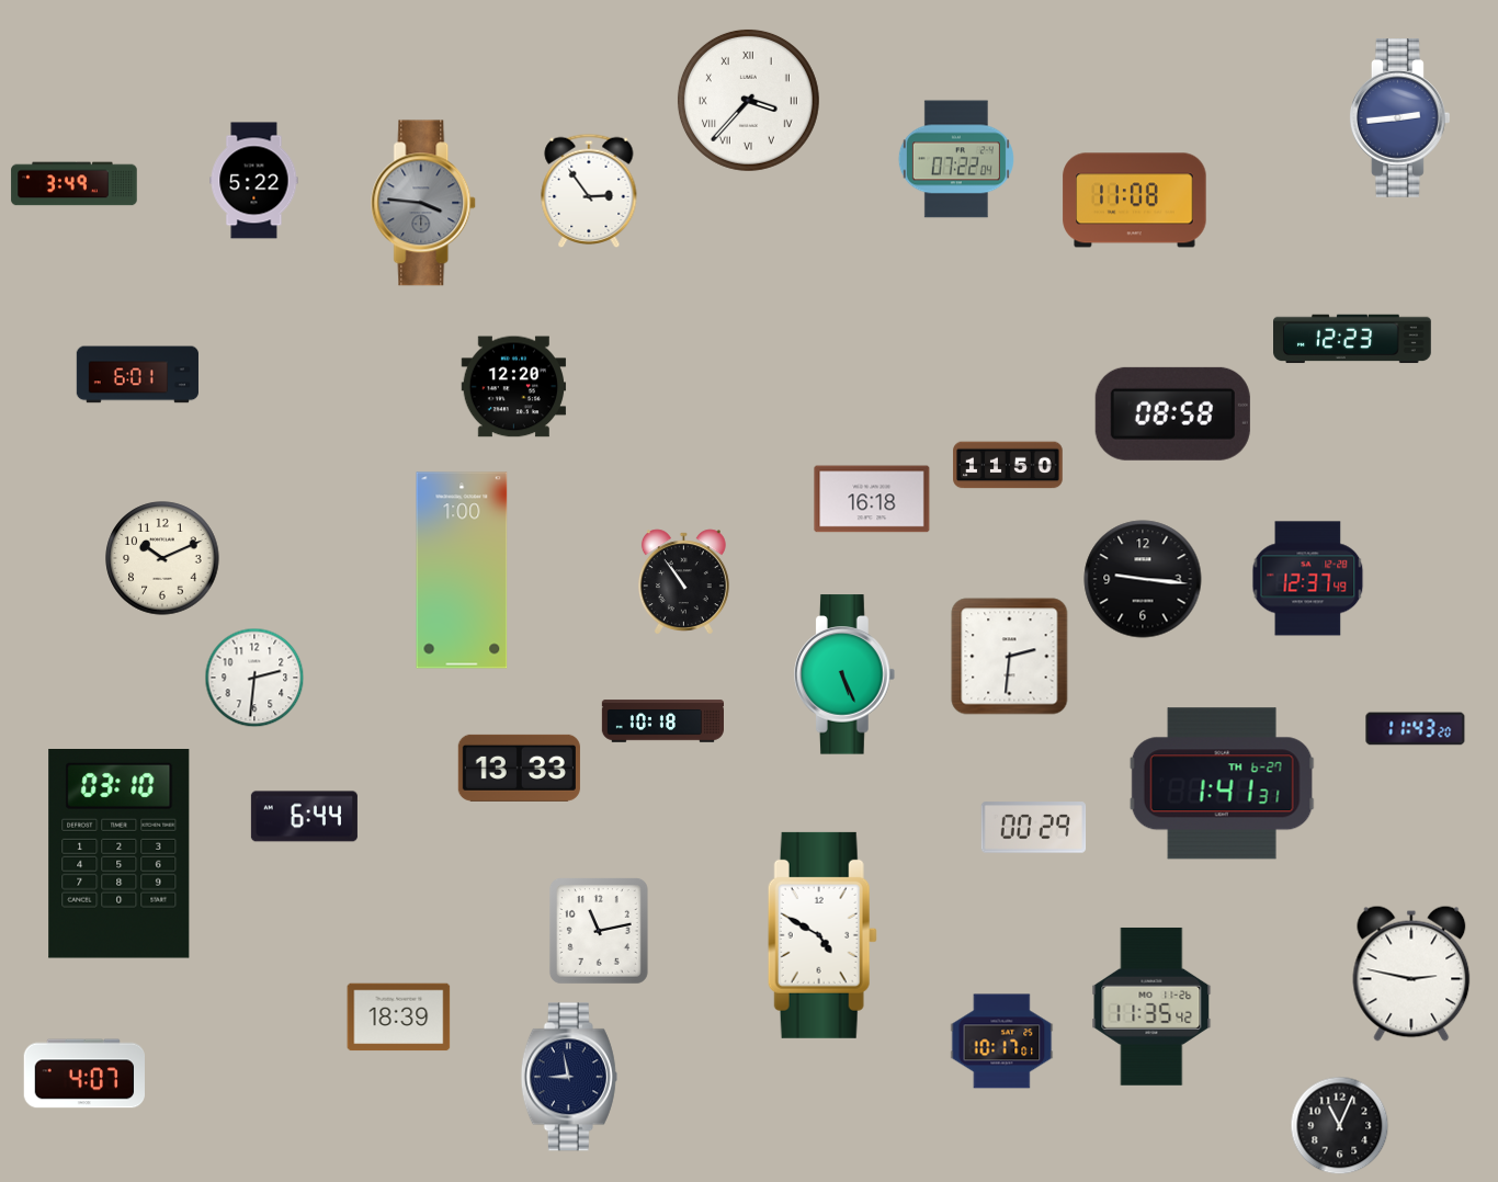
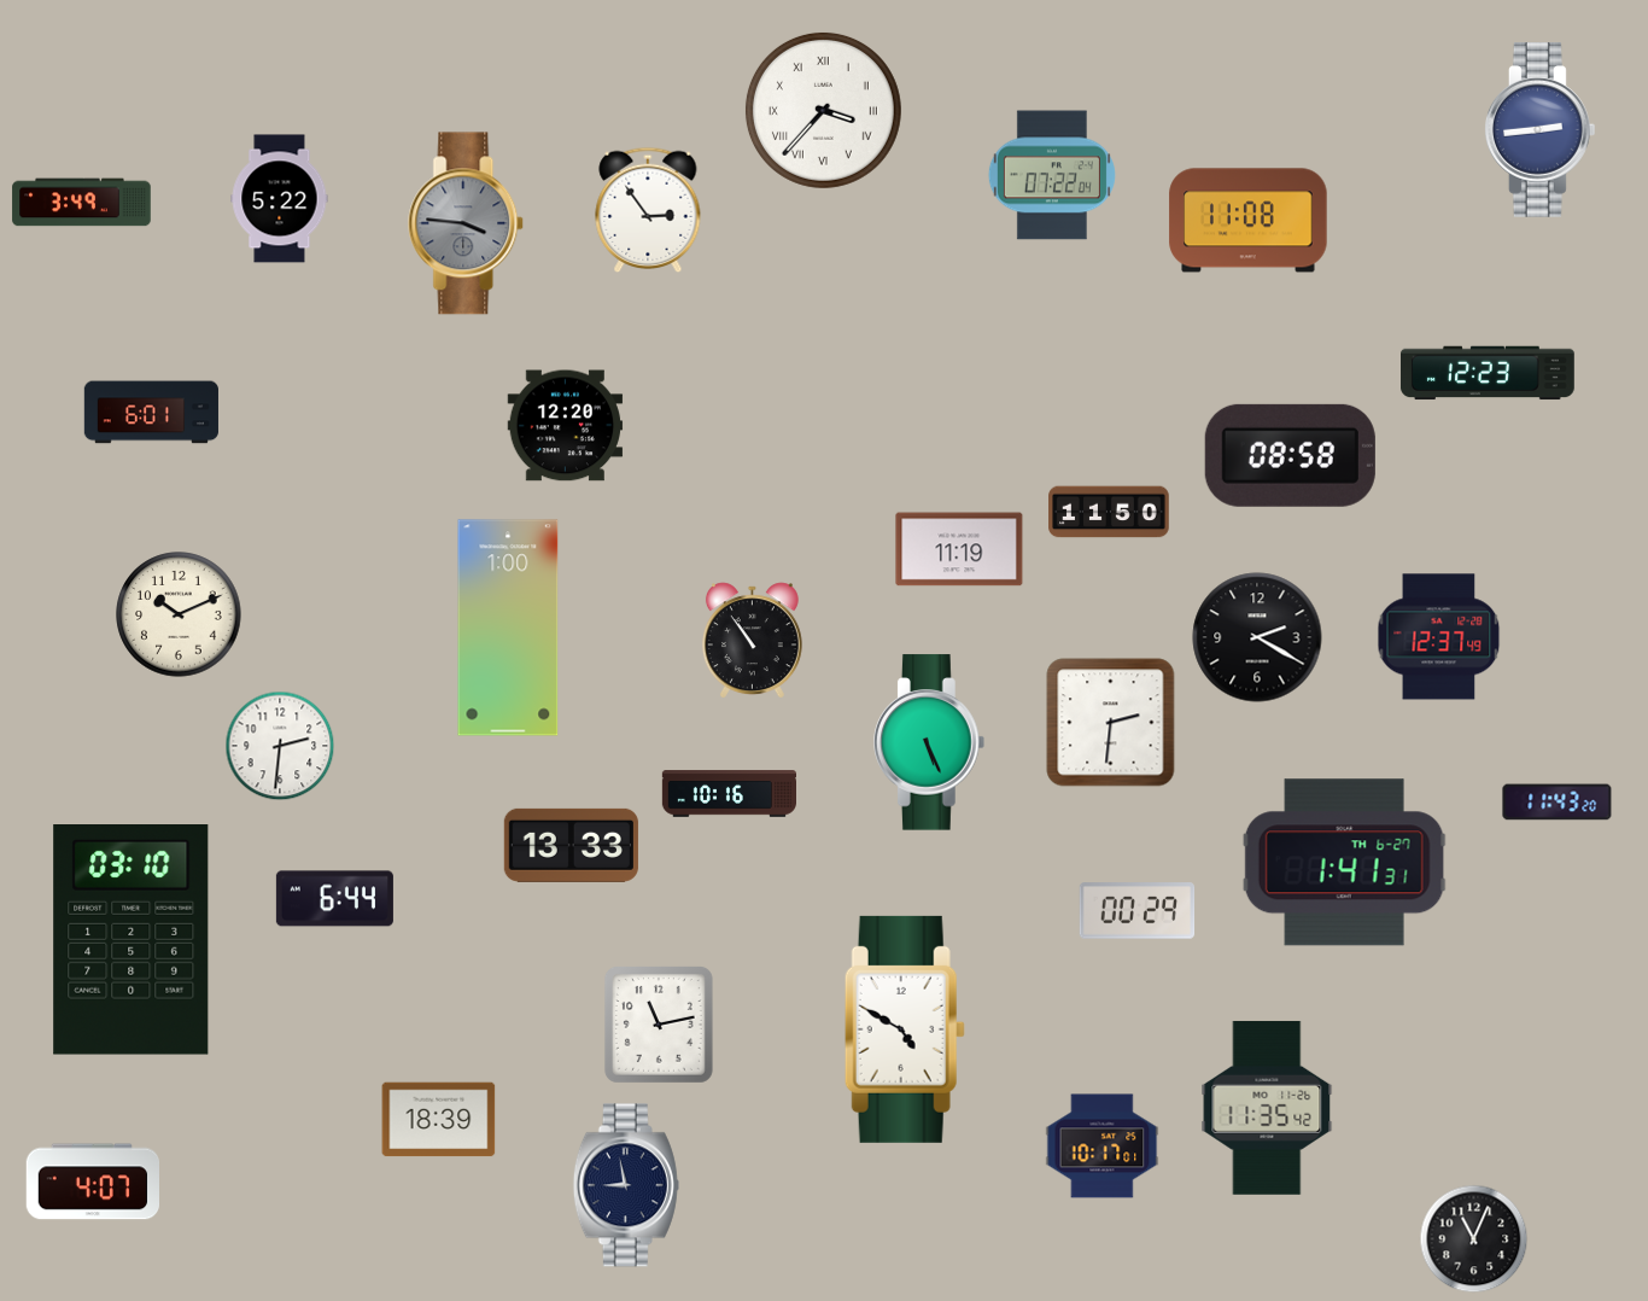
clock at (872, 499): 16:18 -> 11:19
clock at (1143, 579): 9:16 -> 2:20
clock at (662, 721): 10:18 -> 10:16
clock at (1411, 974): 2:47 -> none
